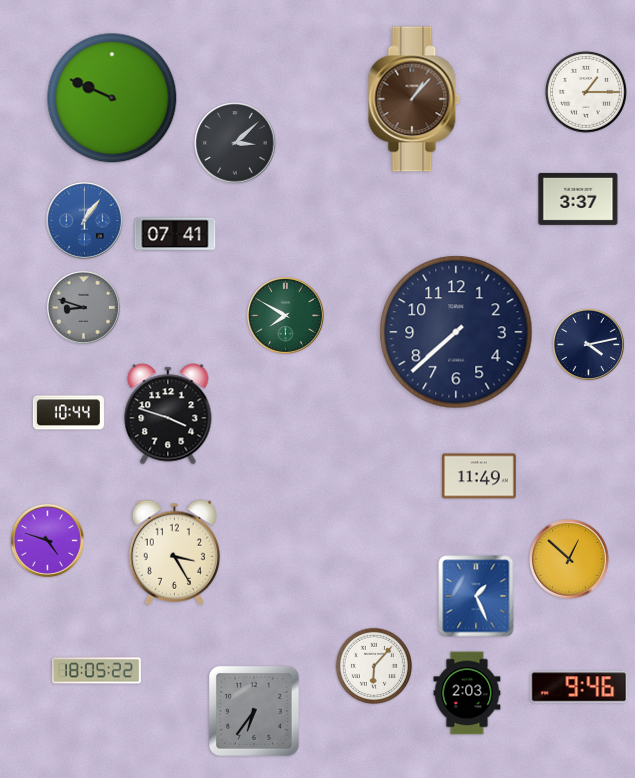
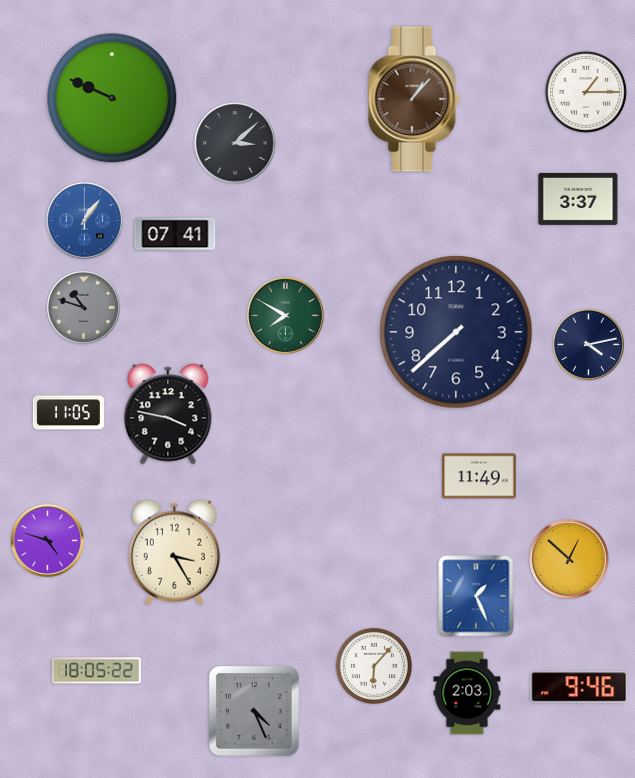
clock at (83, 307): 8:48 -> 10:48
clock at (68, 413): 10:44 -> 11:05
clock at (168, 414): 3:48 -> 3:47
clock at (254, 711): 6:36 -> 4:26
